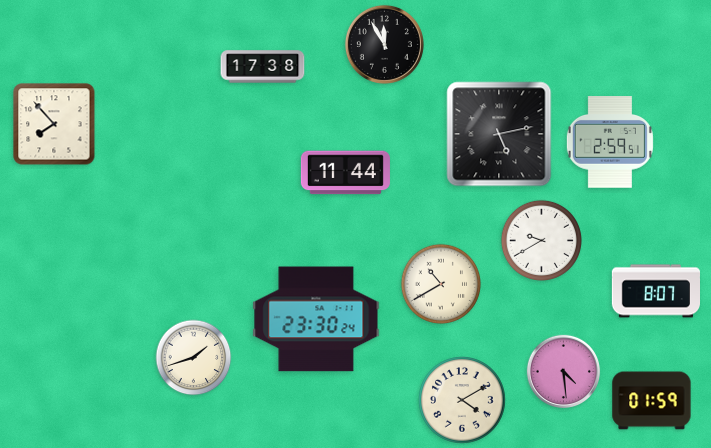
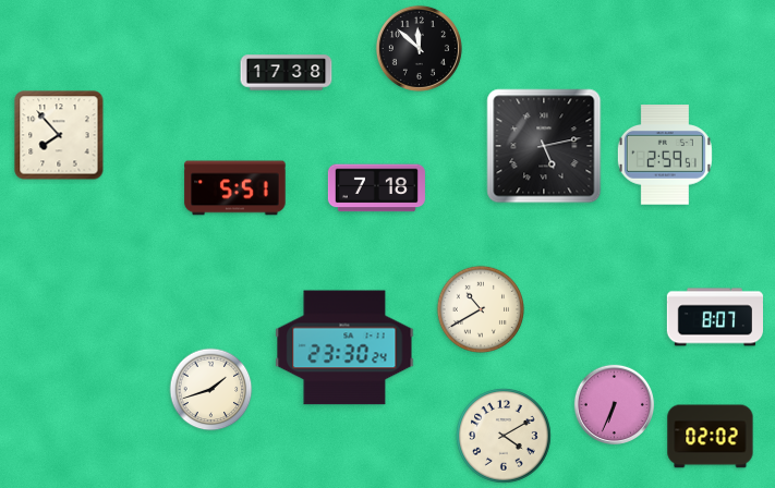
clock at (384, 44): 11:55 -> 11:52
clock at (235, 188): none -> 5:51
clock at (345, 173): 11:44 -> 7:18
clock at (541, 240): 9:40 -> none
clock at (564, 372): 4:29 -> 6:34
clock at (652, 401): 01:59 -> 02:02
